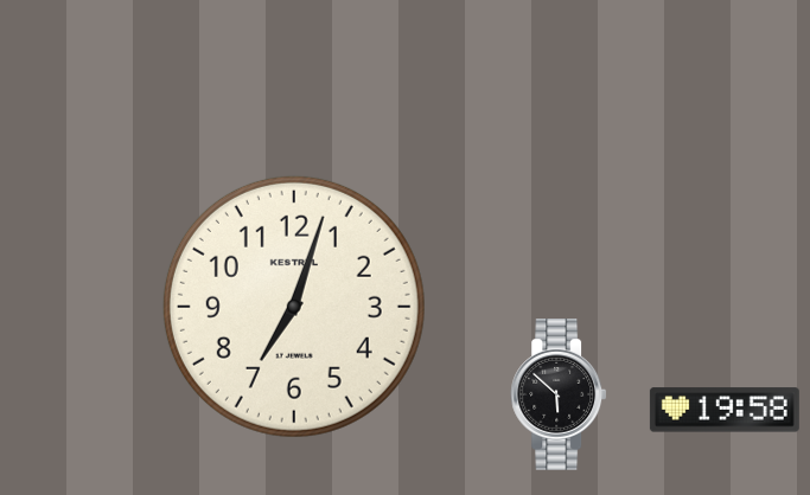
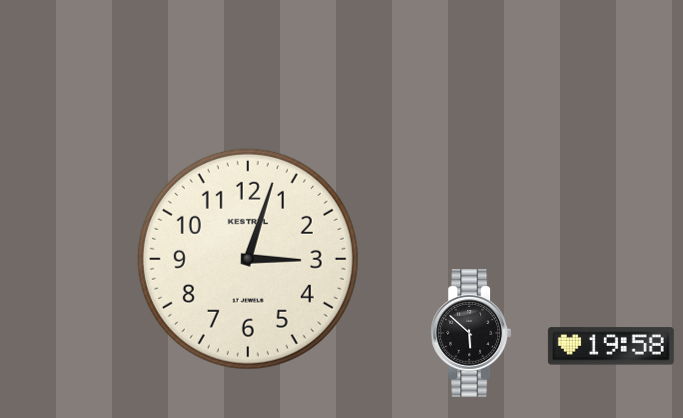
clock at (294, 307): 7:03 -> 3:03
